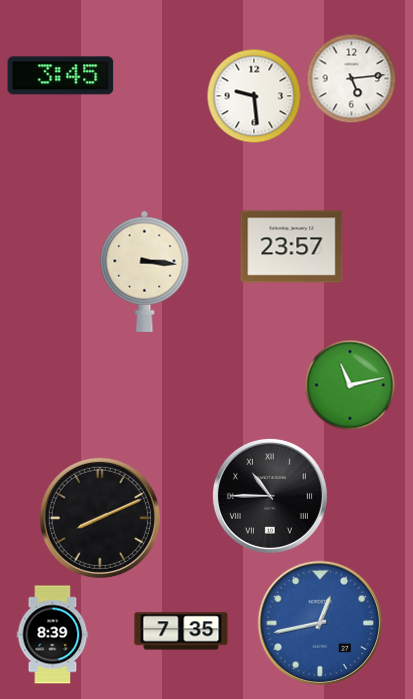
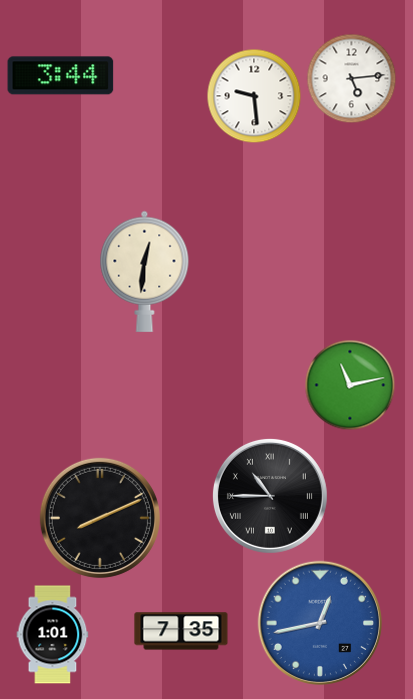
clock at (61, 76): 3:45 -> 3:44
clock at (292, 247): 23:57 -> none
clock at (145, 271): 3:16 -> 12:31
clock at (53, 635): 8:39 -> 1:01
